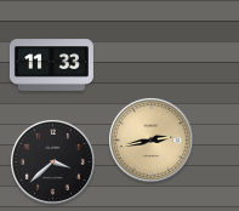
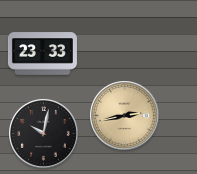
clock at (51, 65): 11:33 -> 23:33
clock at (53, 162): 3:38 -> 10:02
